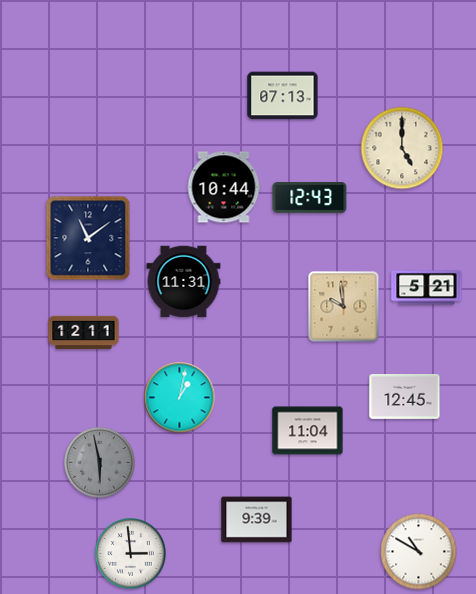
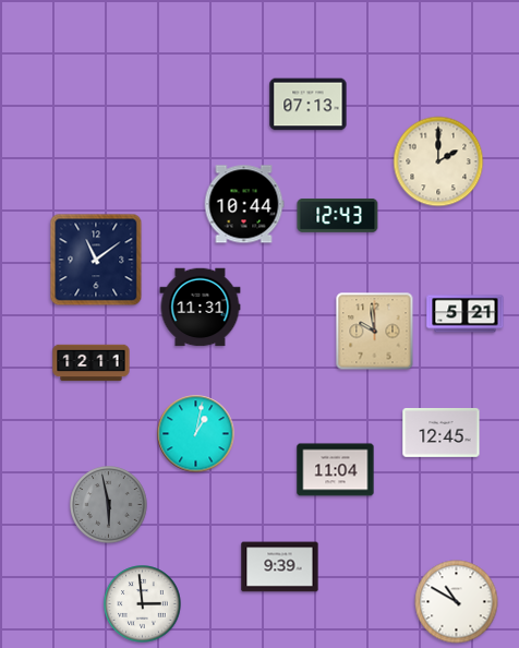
clock at (402, 148): 5:00 -> 2:00
clock at (344, 307) position: (344, 307) -> (375, 332)
